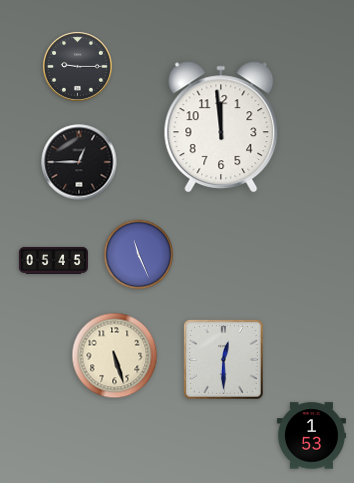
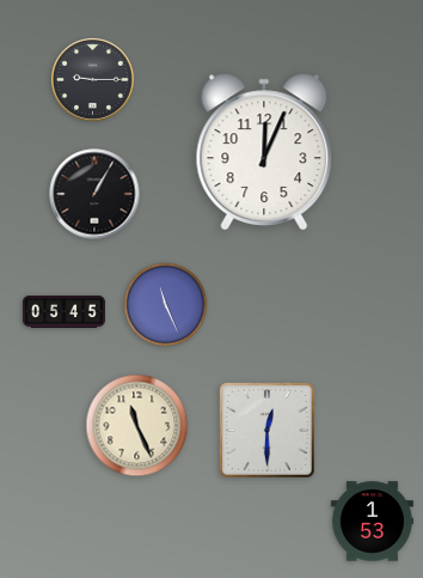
clock at (221, 127): 11:59 -> 12:04
clock at (79, 162): 12:45 -> 1:05
clock at (115, 356): 5:27 -> 11:26
